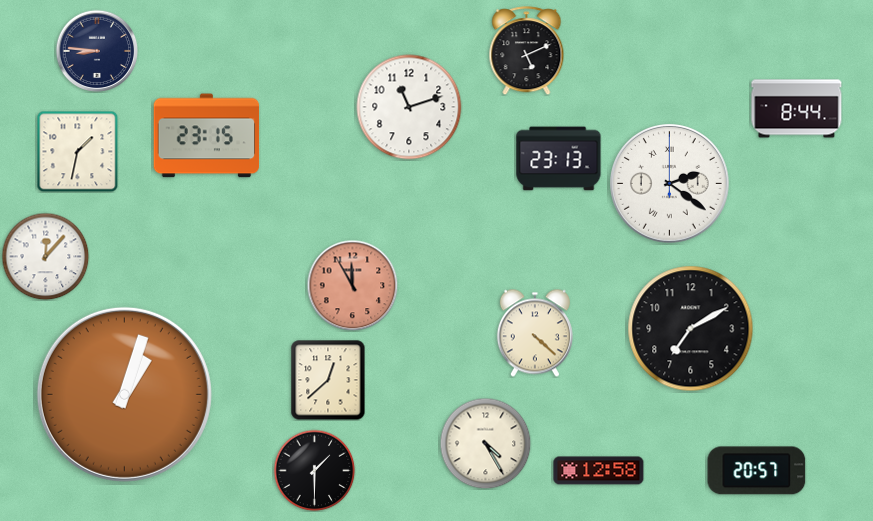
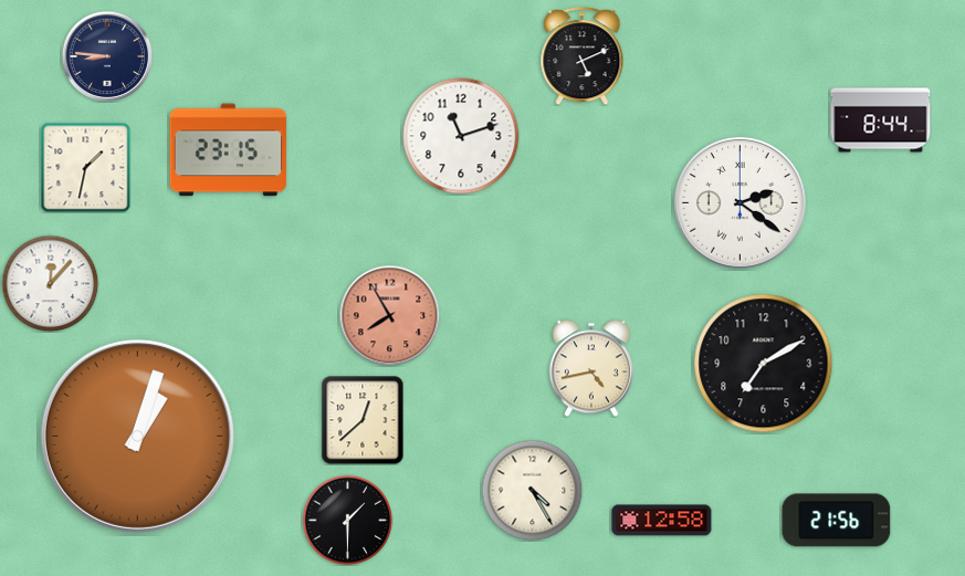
clock at (409, 107) position: (409, 107) -> (461, 136)
clock at (559, 159): 23:13 -> none
clock at (352, 285): 11:55 -> 7:55
clock at (535, 333): 4:22 -> 4:43
clock at (485, 443) position: (485, 443) -> (532, 490)
clock at (757, 471): 20:57 -> 21:56
